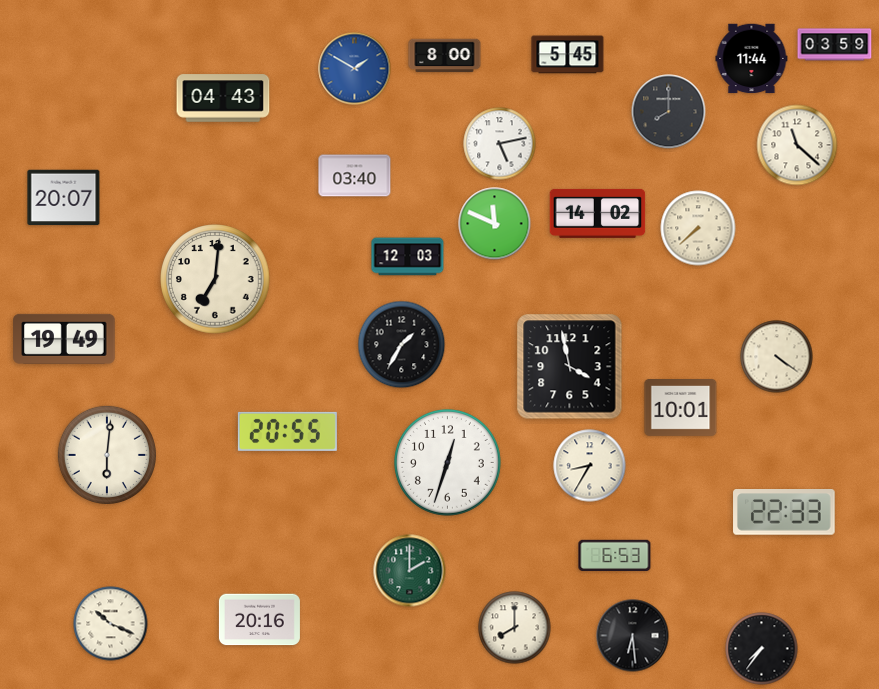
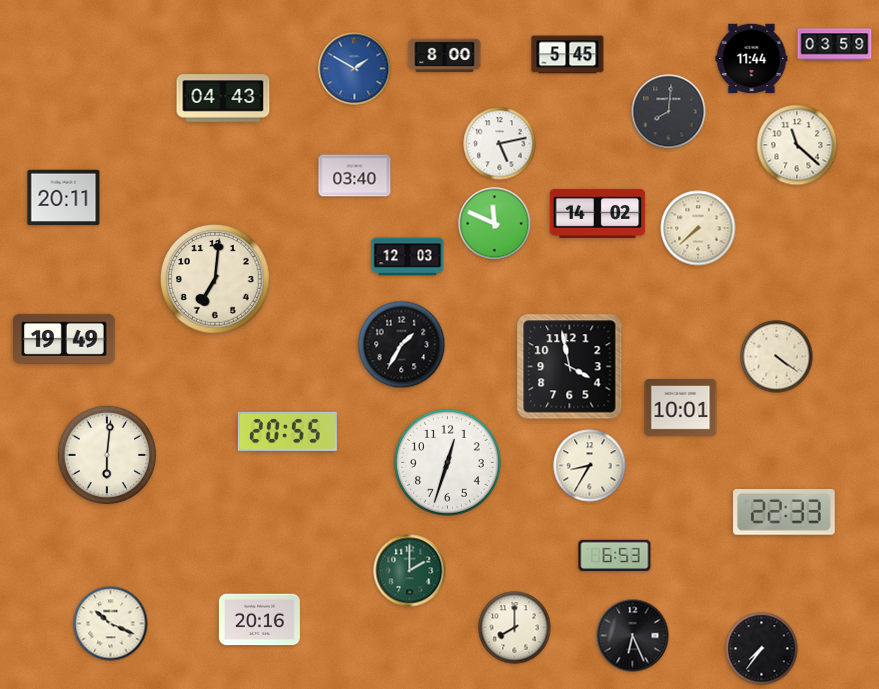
clock at (669, 112): 8:00 -> 8:01
clock at (64, 198): 20:07 -> 20:11
clock at (633, 636): 6:29 -> 6:26
